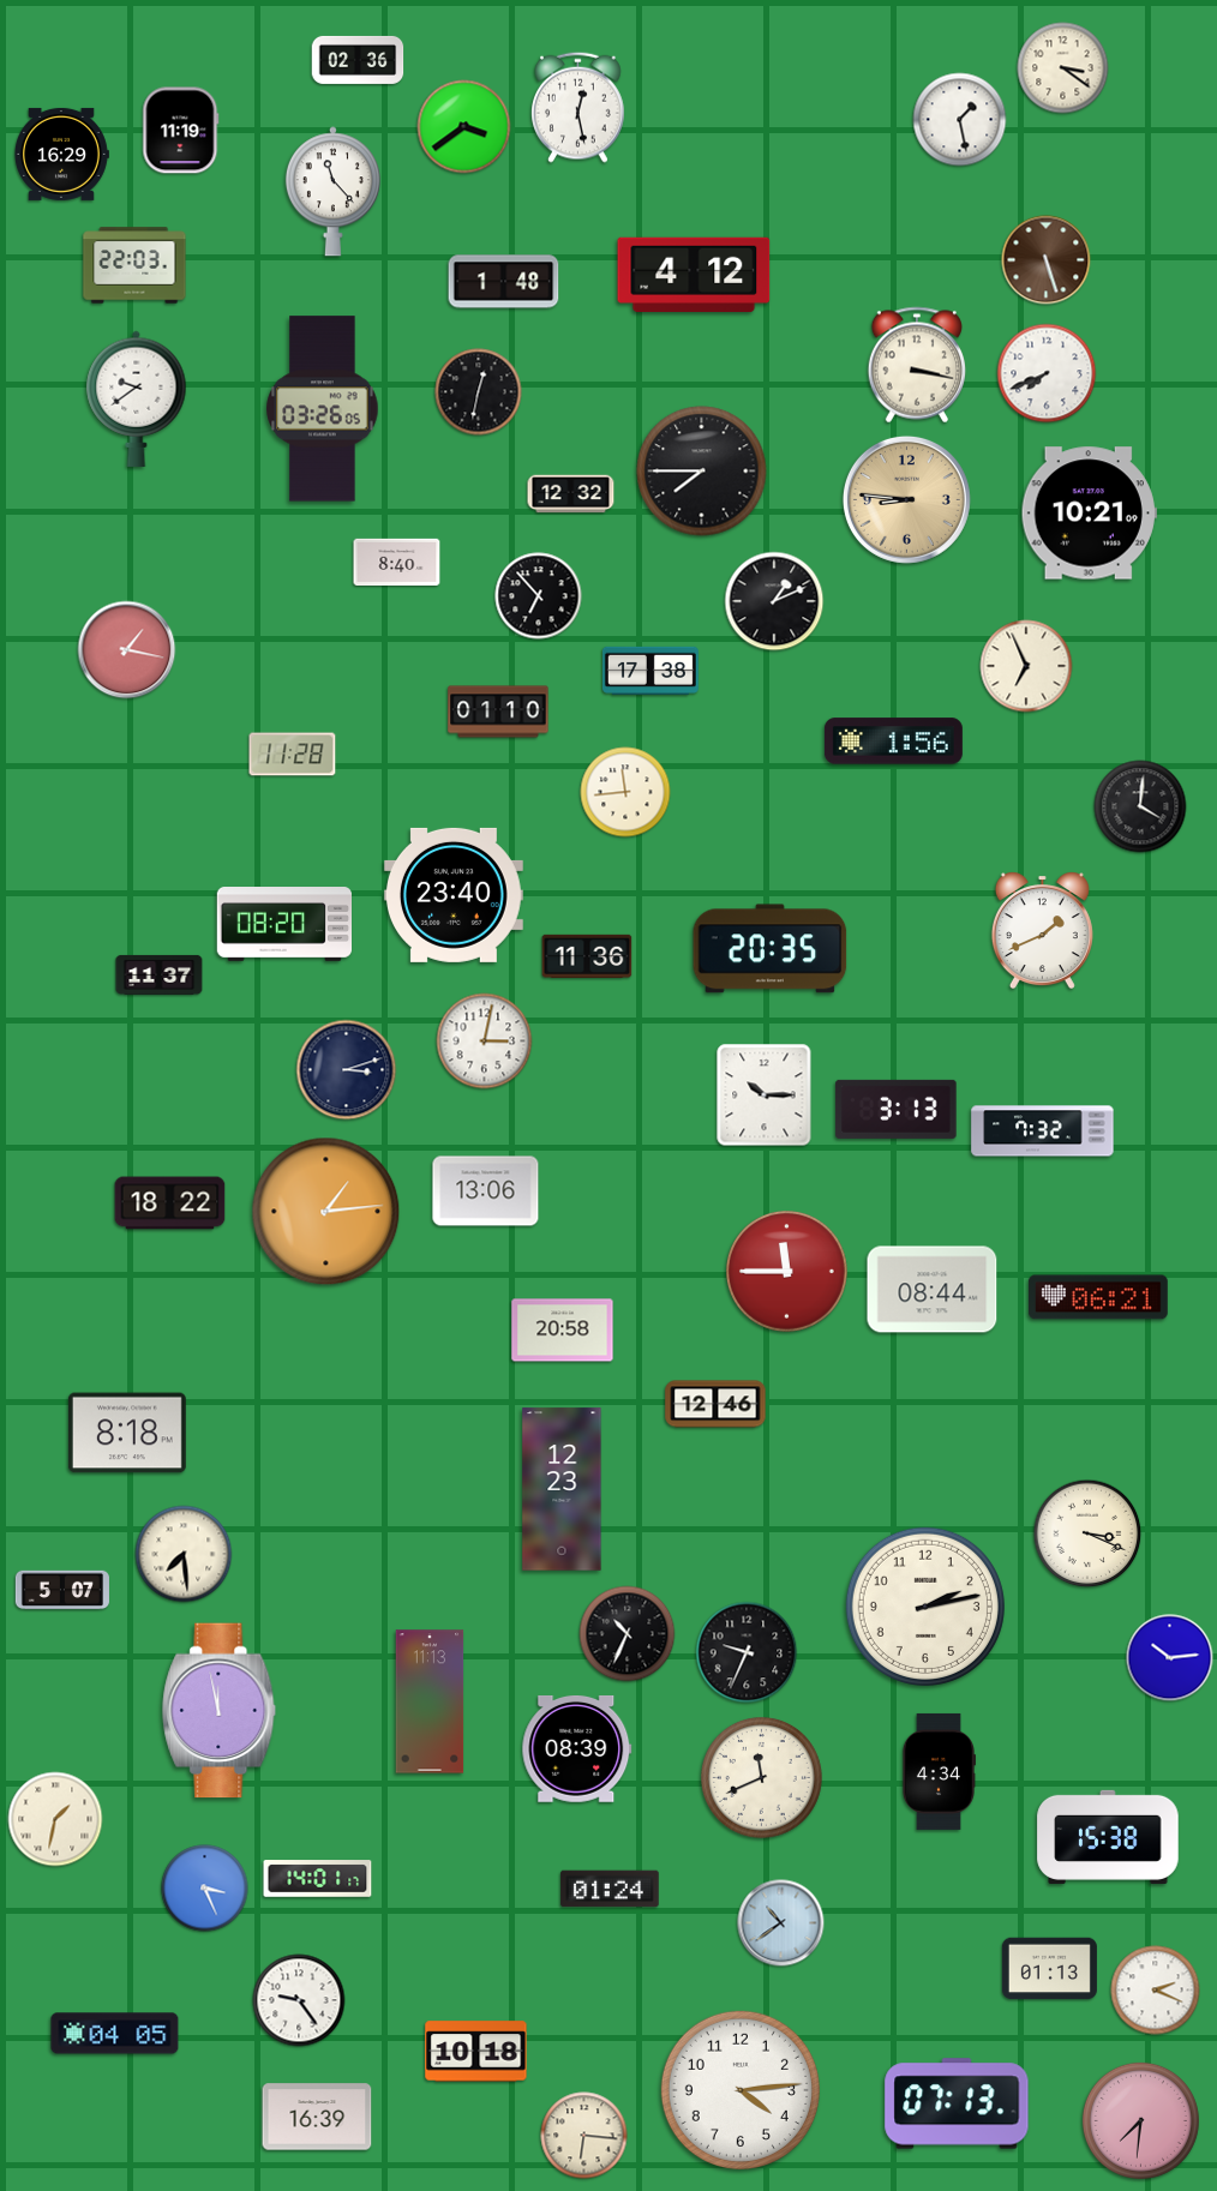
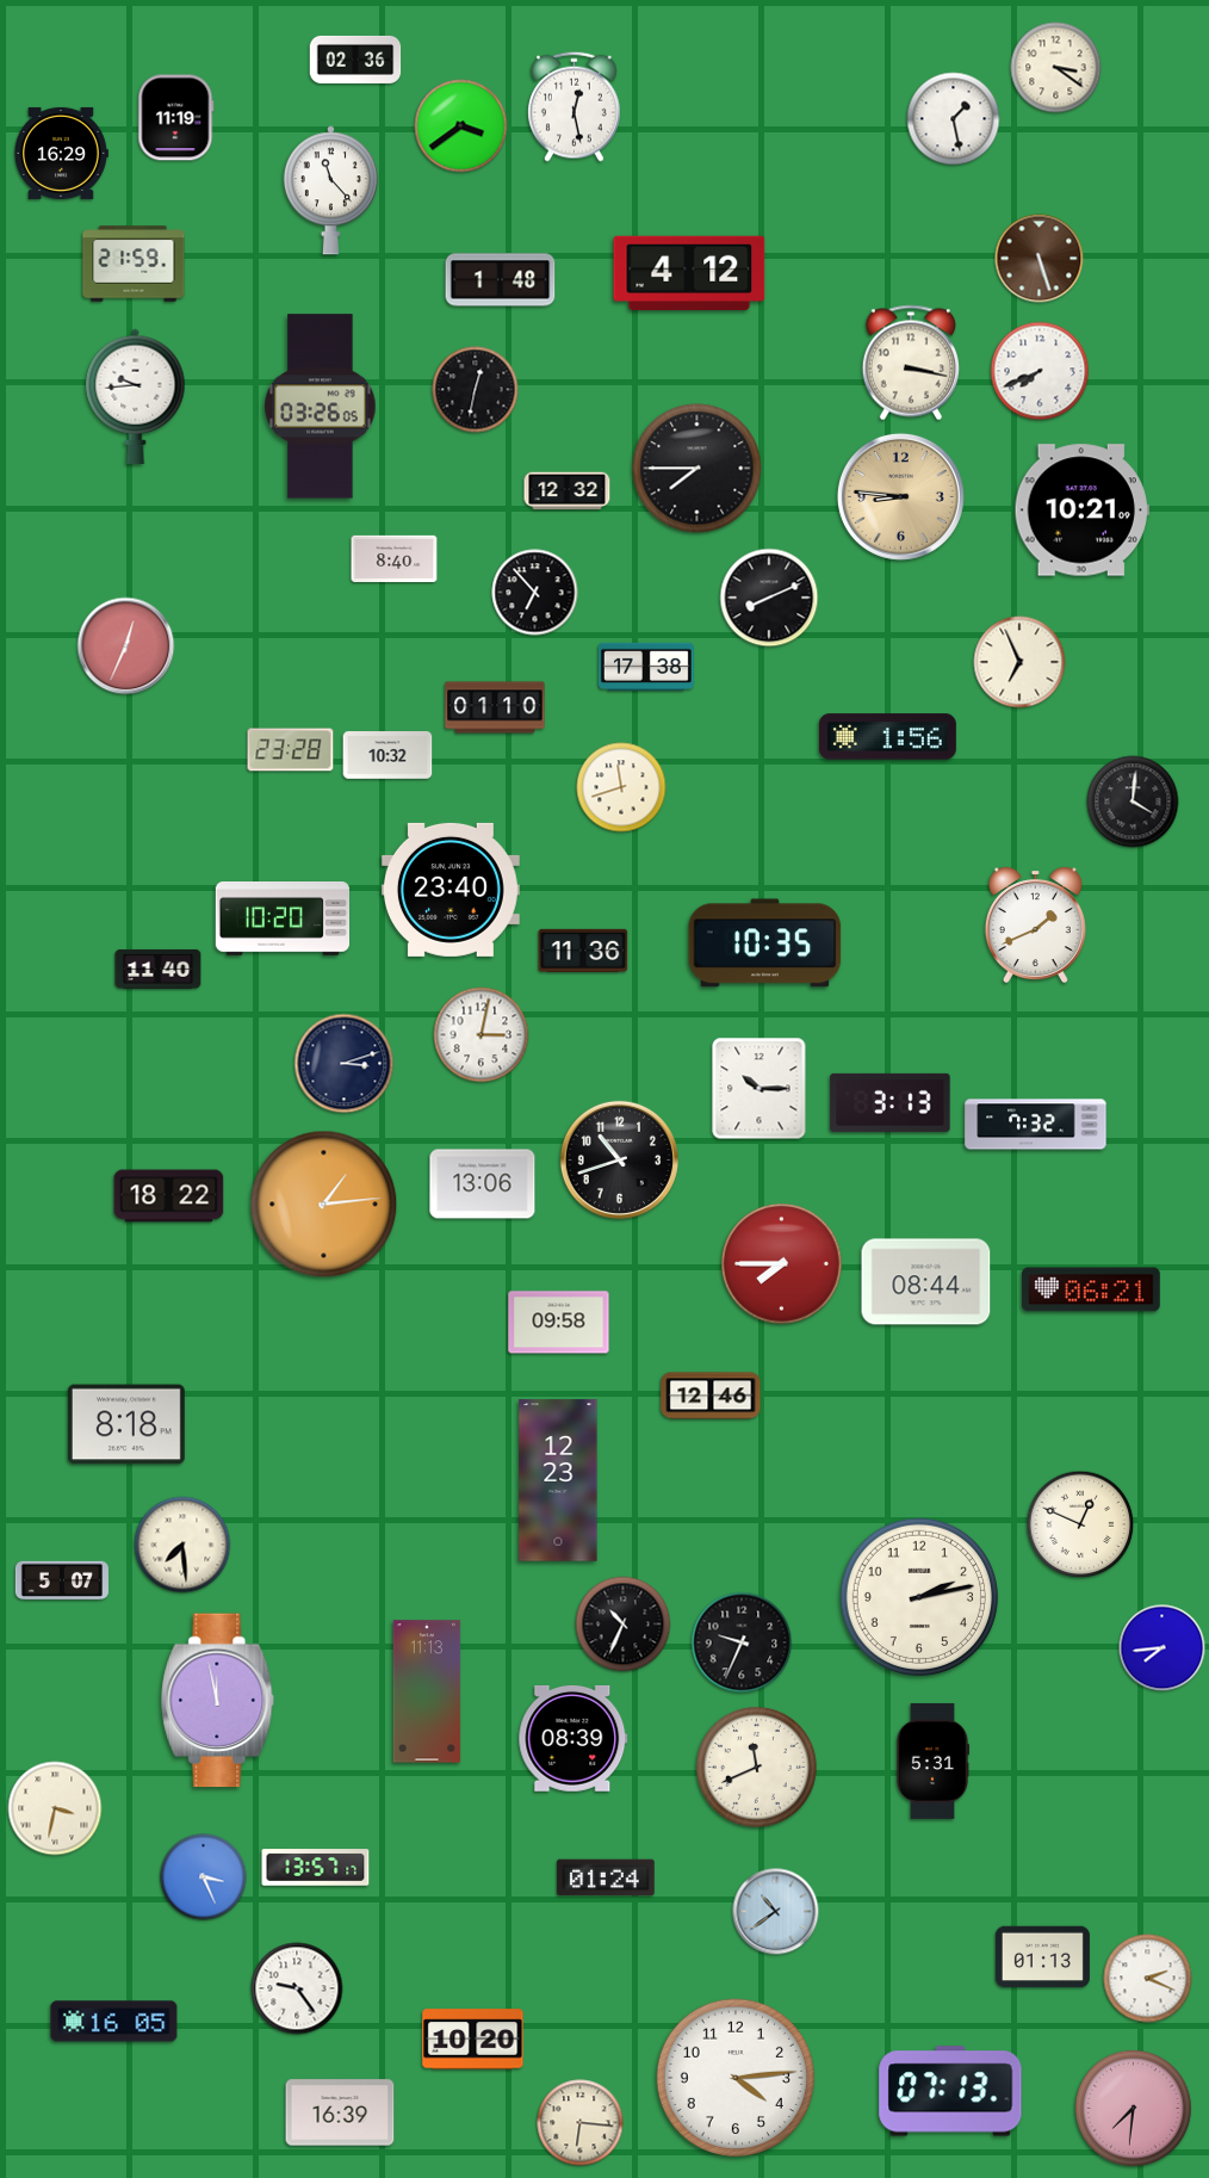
clock at (181, 131) position: (181, 131) -> (176, 118)
clock at (134, 265): 22:03 -> 21:59
clock at (137, 398): 9:39 -> 9:44
clock at (774, 601): 1:11 -> 8:11
clock at (127, 650): 1:17 -> 12:34
clock at (293, 755): 11:28 -> 23:28
clock at (387, 755): none -> 10:32
clock at (625, 792): 11:44 -> 11:42
clock at (284, 925): 08:20 -> 10:20
clock at (771, 949): 20:35 -> 10:35
clock at (160, 974): 11:37 -> 11:40
clock at (619, 1159): none -> 10:42
clock at (787, 1272): 11:45 -> 7:45
clock at (563, 1331): 20:58 -> 09:58
clock at (1087, 1533): 3:19 -> 12:49
clock at (1170, 1658): 10:14 -> 7:44
clock at (937, 1771): 4:34 -> 5:31
clock at (55, 1819): 1:32 -> 3:32
clock at (1108, 1837): 15:38 -> none
clock at (318, 1879): 14:01 -> 13:57
clock at (115, 2034): 04:05 -> 16:05
clock at (476, 2052): 10:18 -> 10:20
clock at (317, 2117) position: (317, 2117) -> (340, 2112)
